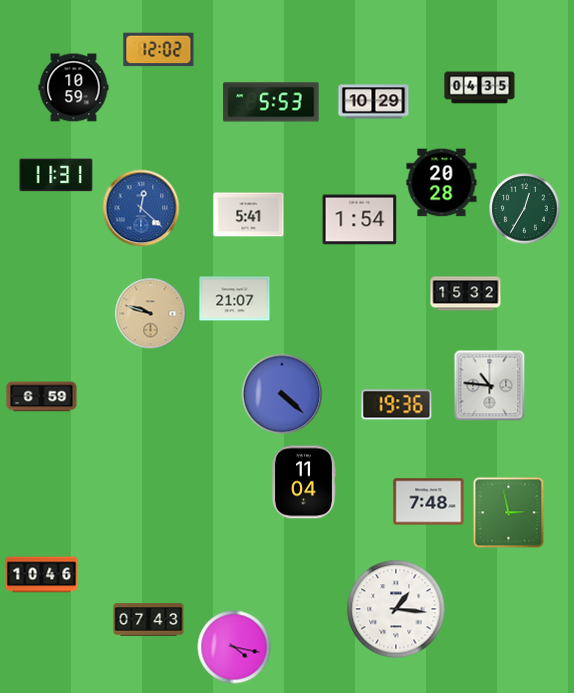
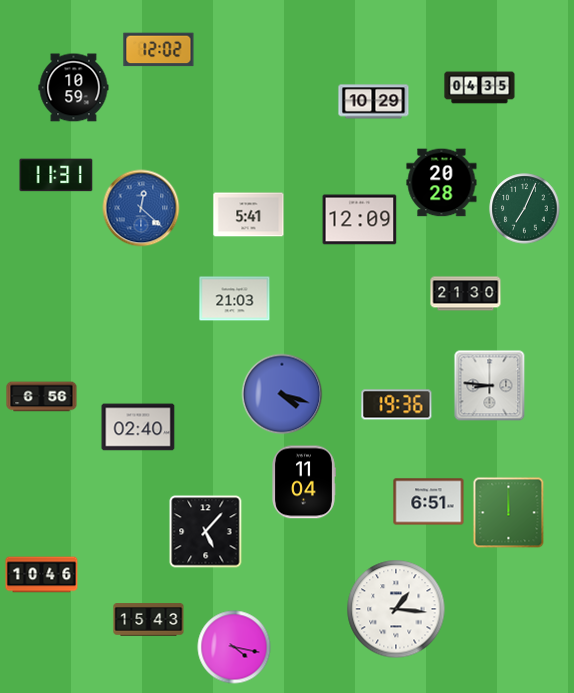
clock at (271, 102): 5:53 -> none
clock at (525, 209): 12:35 -> 7:04
clock at (360, 220): 1:54 -> 12:09
clock at (466, 294): 15:32 -> 21:30
clock at (235, 299): 21:07 -> 21:03
clock at (151, 314): 9:48 -> none
clock at (490, 386): 10:46 -> 8:46
clock at (282, 394): 4:22 -> 4:18
clock at (42, 397): 6:59 -> 6:56
clock at (138, 427): none -> 02:40
clock at (429, 502): 7:48 -> 6:51
clock at (509, 513): 2:58 -> 12:00
clock at (206, 532): none -> 5:07
clock at (149, 620): 07:43 -> 15:43
